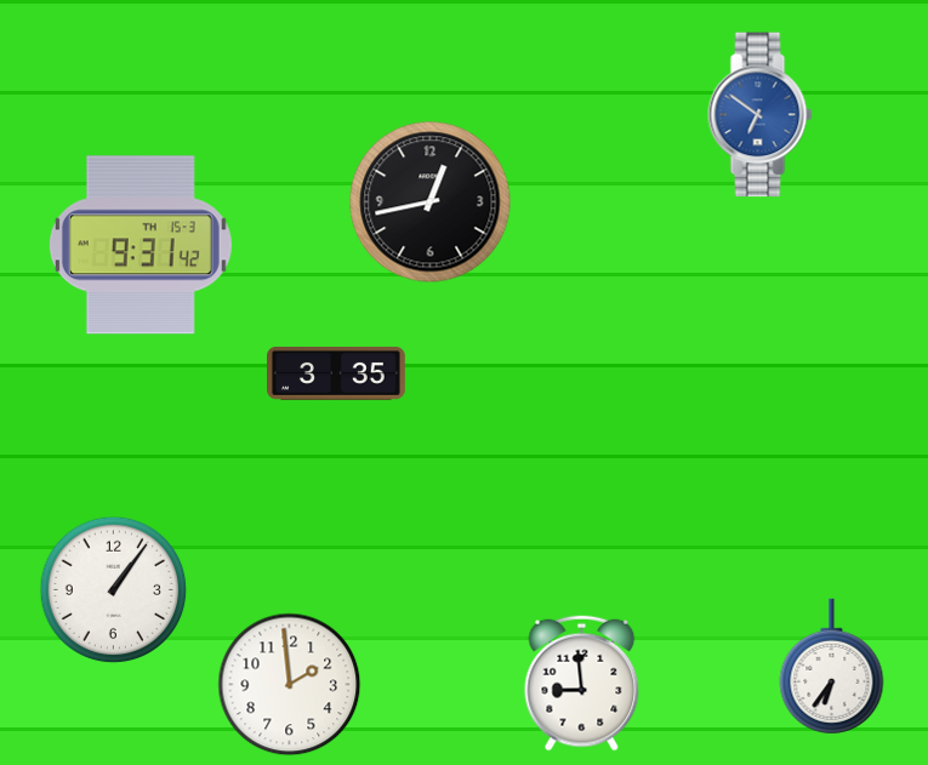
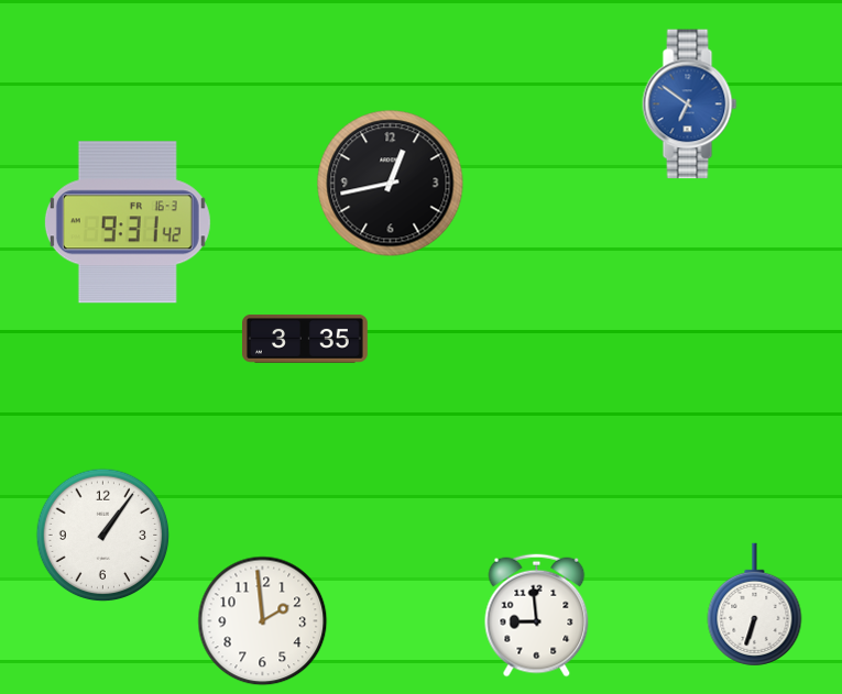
clock at (141, 245) date: TH 15-3 -> FR 16-3
clock at (832, 667): 6:36 -> 6:33
clock at (582, 684) position: (582, 684) -> (537, 616)
